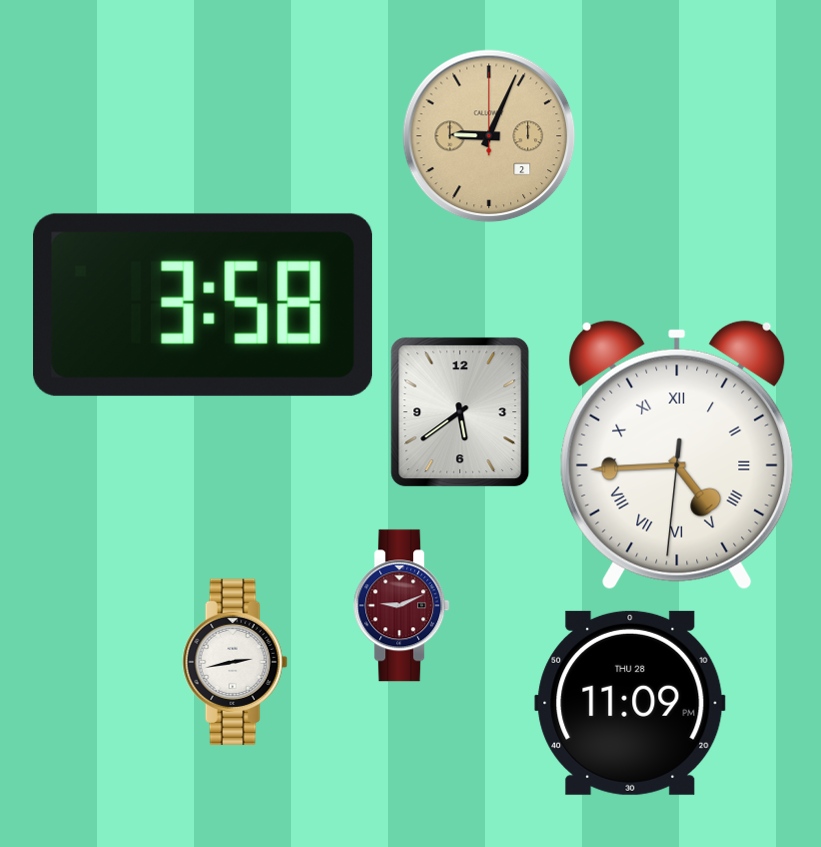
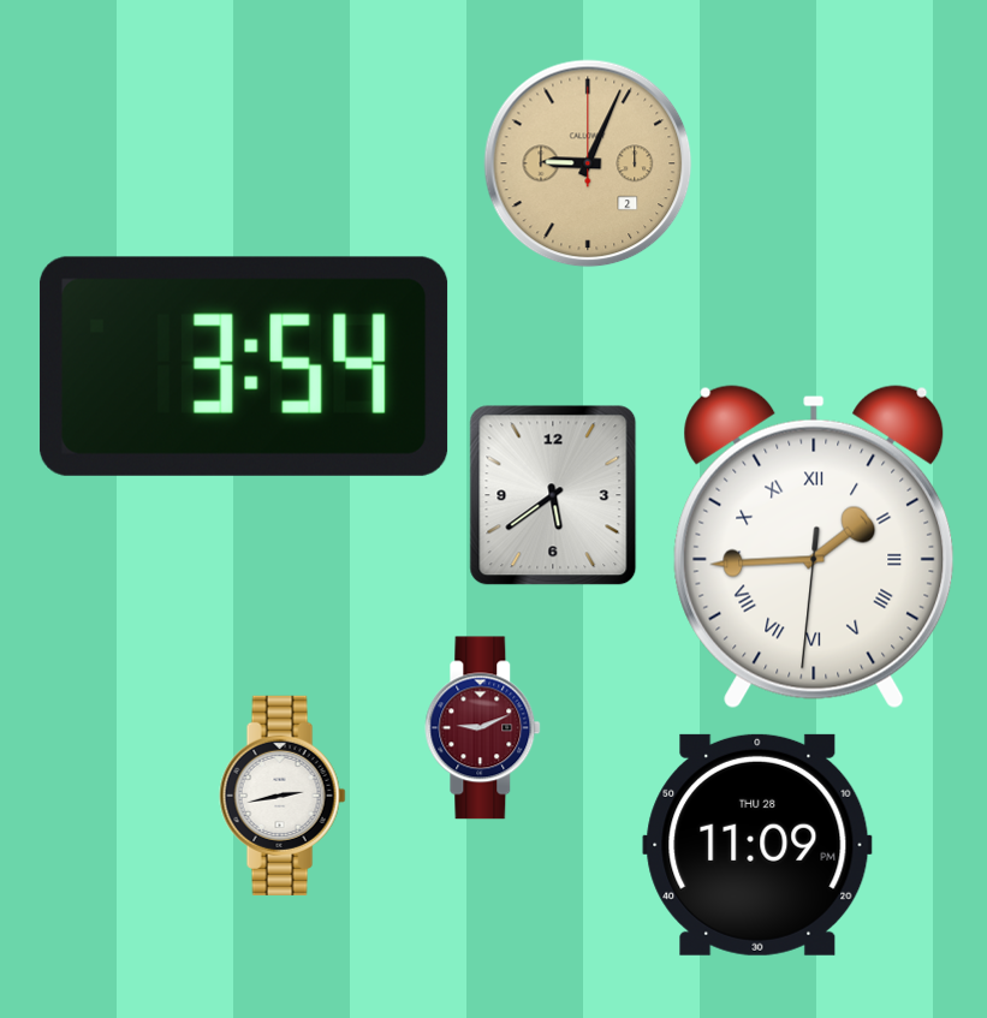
clock at (203, 305): 3:58 -> 3:54
clock at (677, 455): 4:44 -> 1:44
